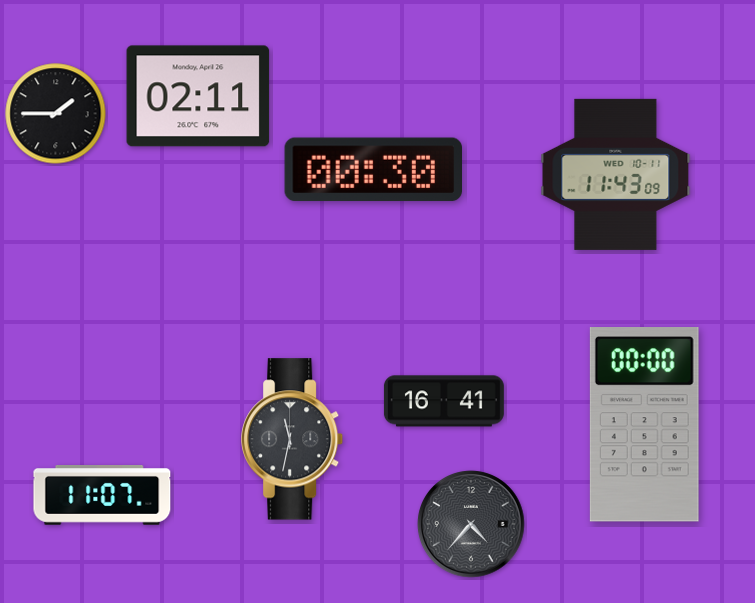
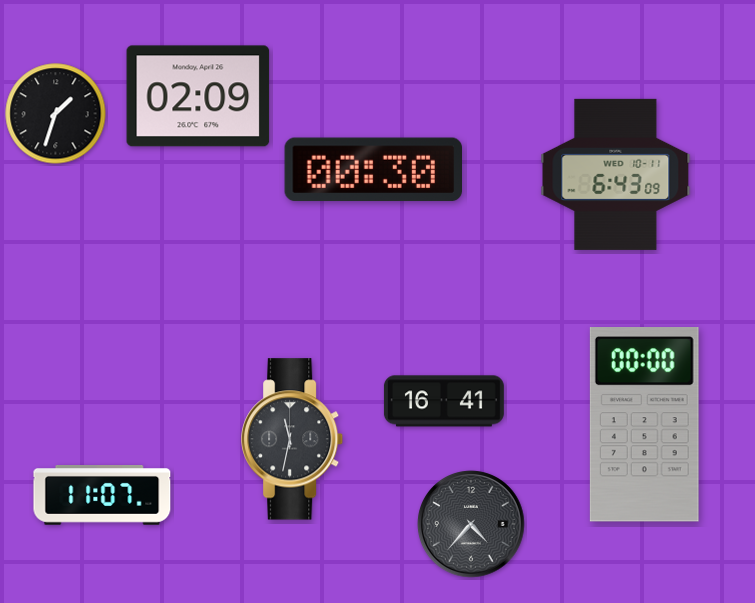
clock at (198, 96): 02:11 -> 02:09
clock at (56, 114): 1:45 -> 1:33
clock at (616, 174): 11:43 -> 6:43
